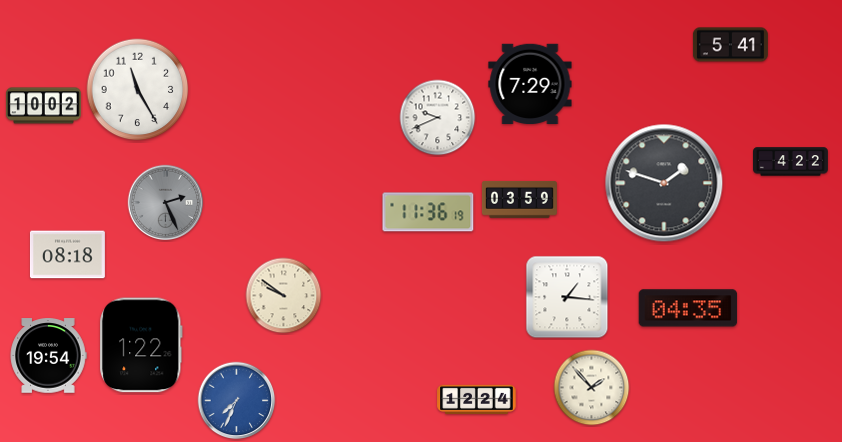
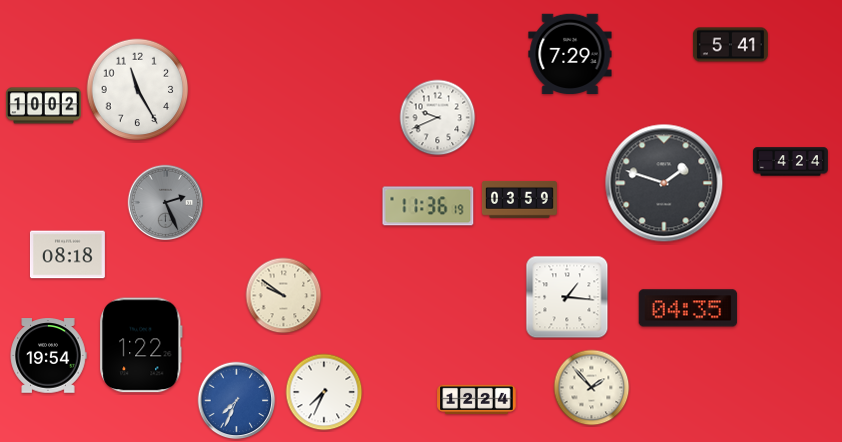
clock at (530, 84) position: (530, 84) -> (570, 54)
clock at (791, 162): 4:22 -> 4:24
clock at (428, 212) position: (428, 212) -> (428, 206)
clock at (324, 392): none -> 7:34
